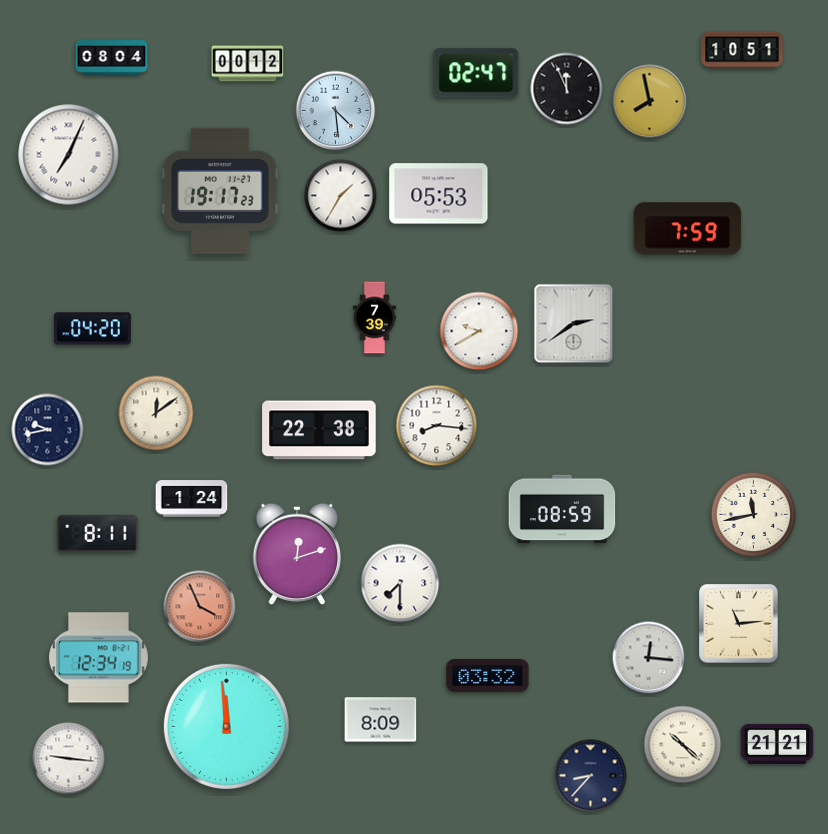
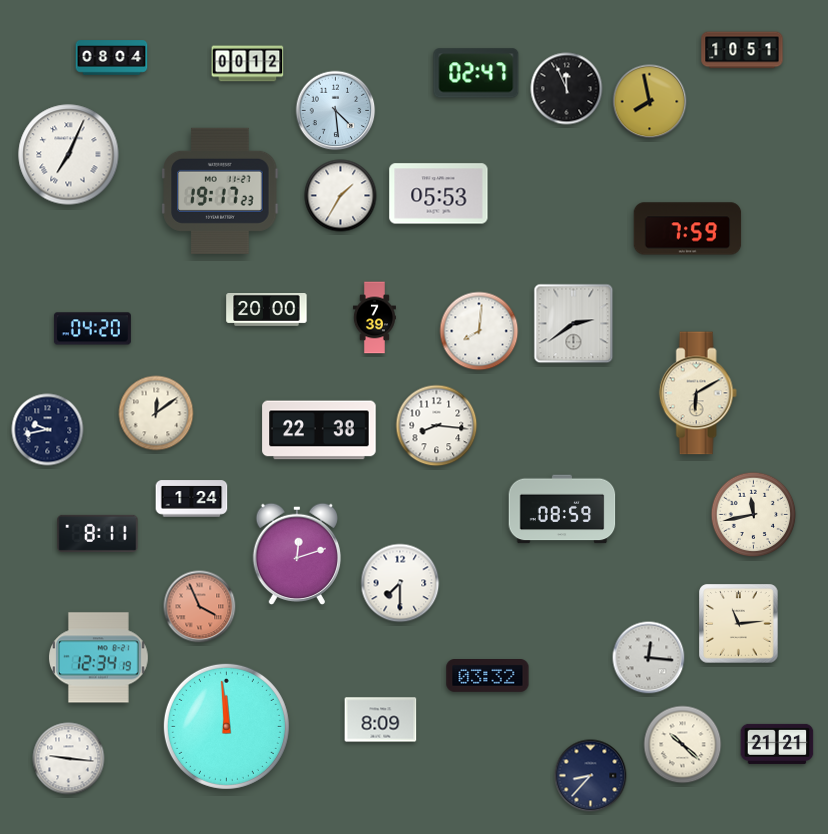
clock at (267, 310): none -> 20:00
clock at (479, 331): 9:40 -> 8:01
clock at (698, 393): none -> 6:10
